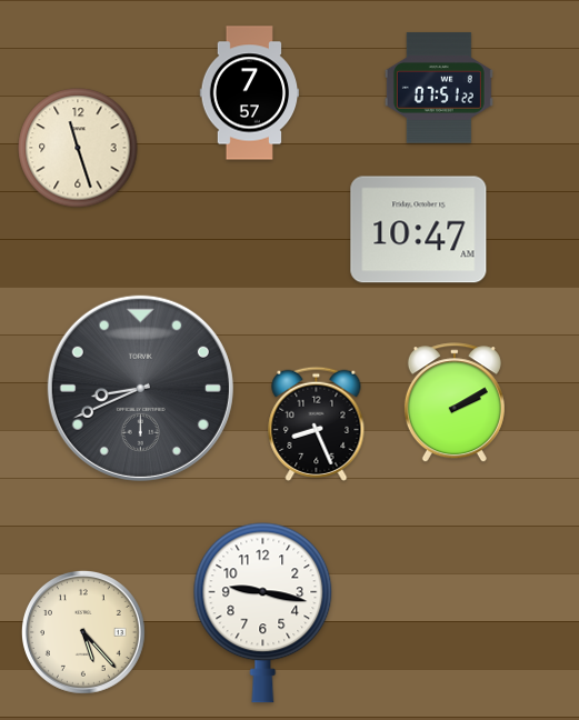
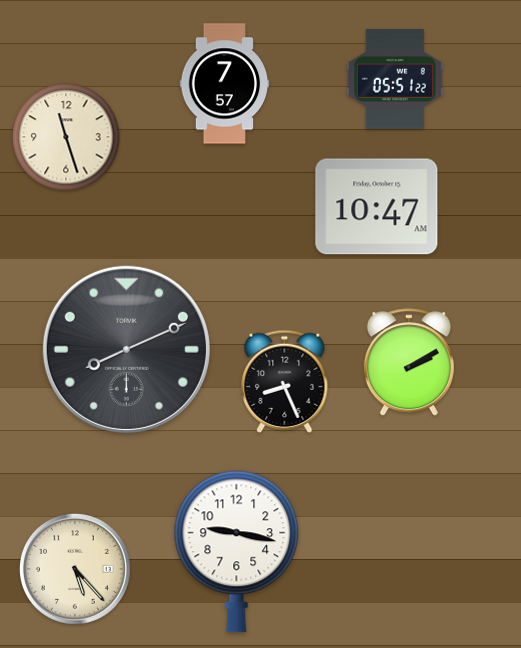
clock at (439, 88): 07:51 -> 05:51
clock at (78, 148) position: (78, 148) -> (66, 137)
clock at (140, 388): 8:41 -> 8:11
